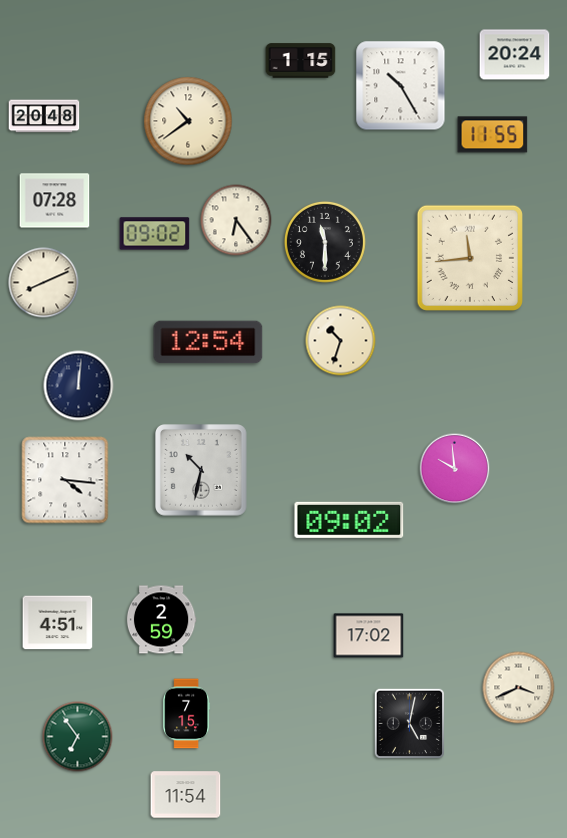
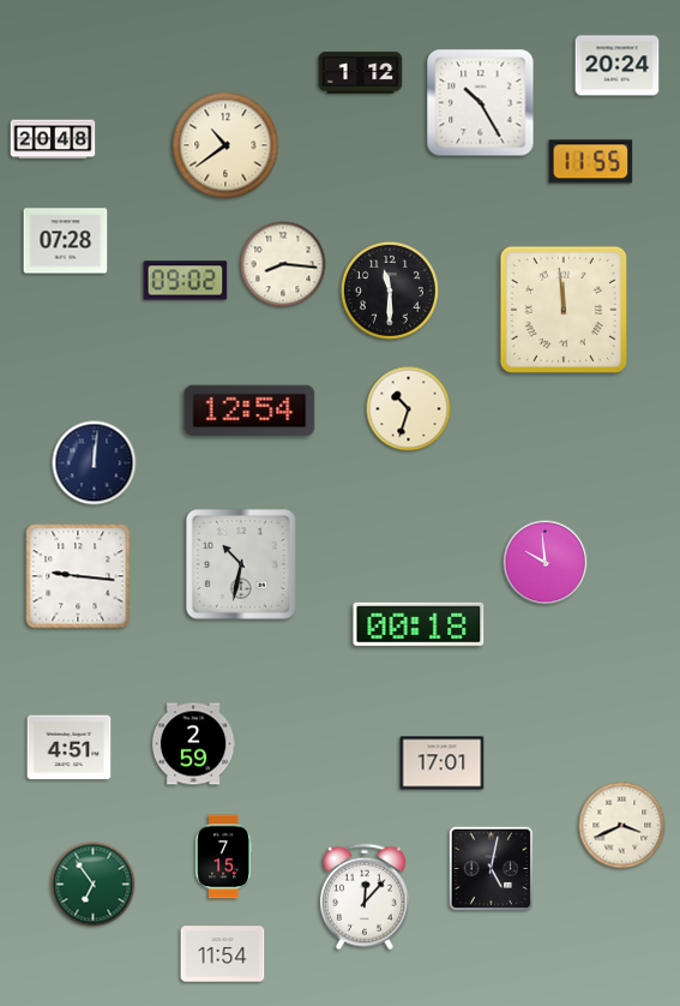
clock at (301, 61): 1:15 -> 1:12
clock at (236, 220): 6:24 -> 8:16
clock at (469, 257): 11:44 -> 11:59
clock at (44, 283): 8:11 -> none
clock at (65, 480): 4:16 -> 9:16
clock at (349, 520): 09:02 -> 00:18
clock at (369, 636): 17:02 -> 17:01
clock at (365, 897): none -> 12:07
